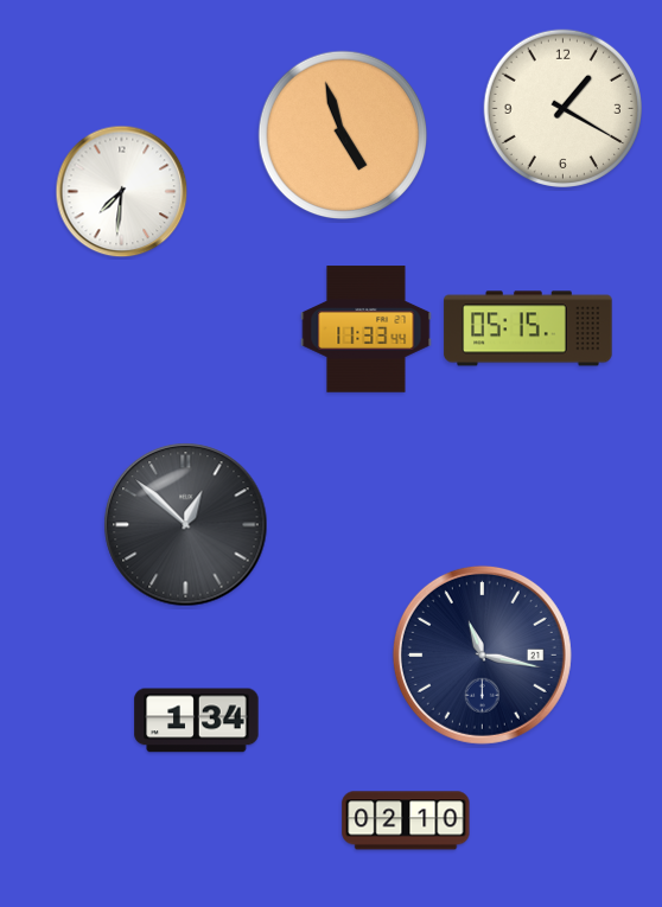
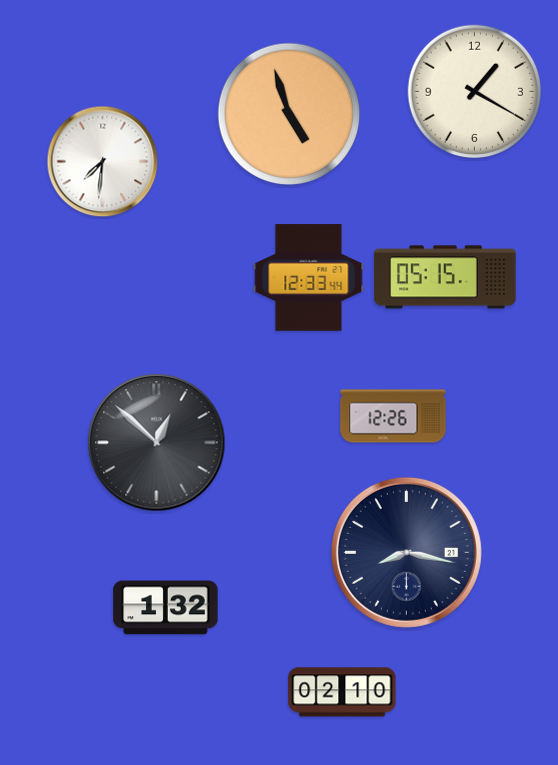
clock at (367, 330): 11:33 -> 12:33
clock at (393, 416): none -> 12:26
clock at (482, 654): 11:17 -> 8:17
clock at (197, 721): 1:34 -> 1:32
